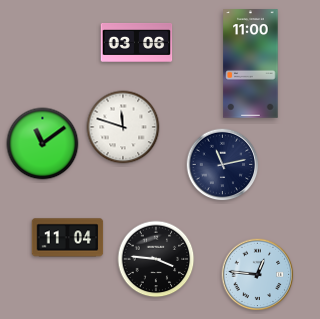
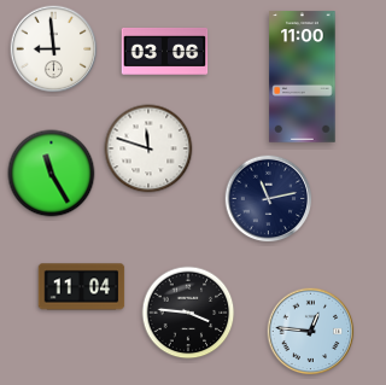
clock at (54, 49): none -> 8:59
clock at (123, 127) position: (123, 127) -> (148, 148)
clock at (43, 144): 11:09 -> 11:25
